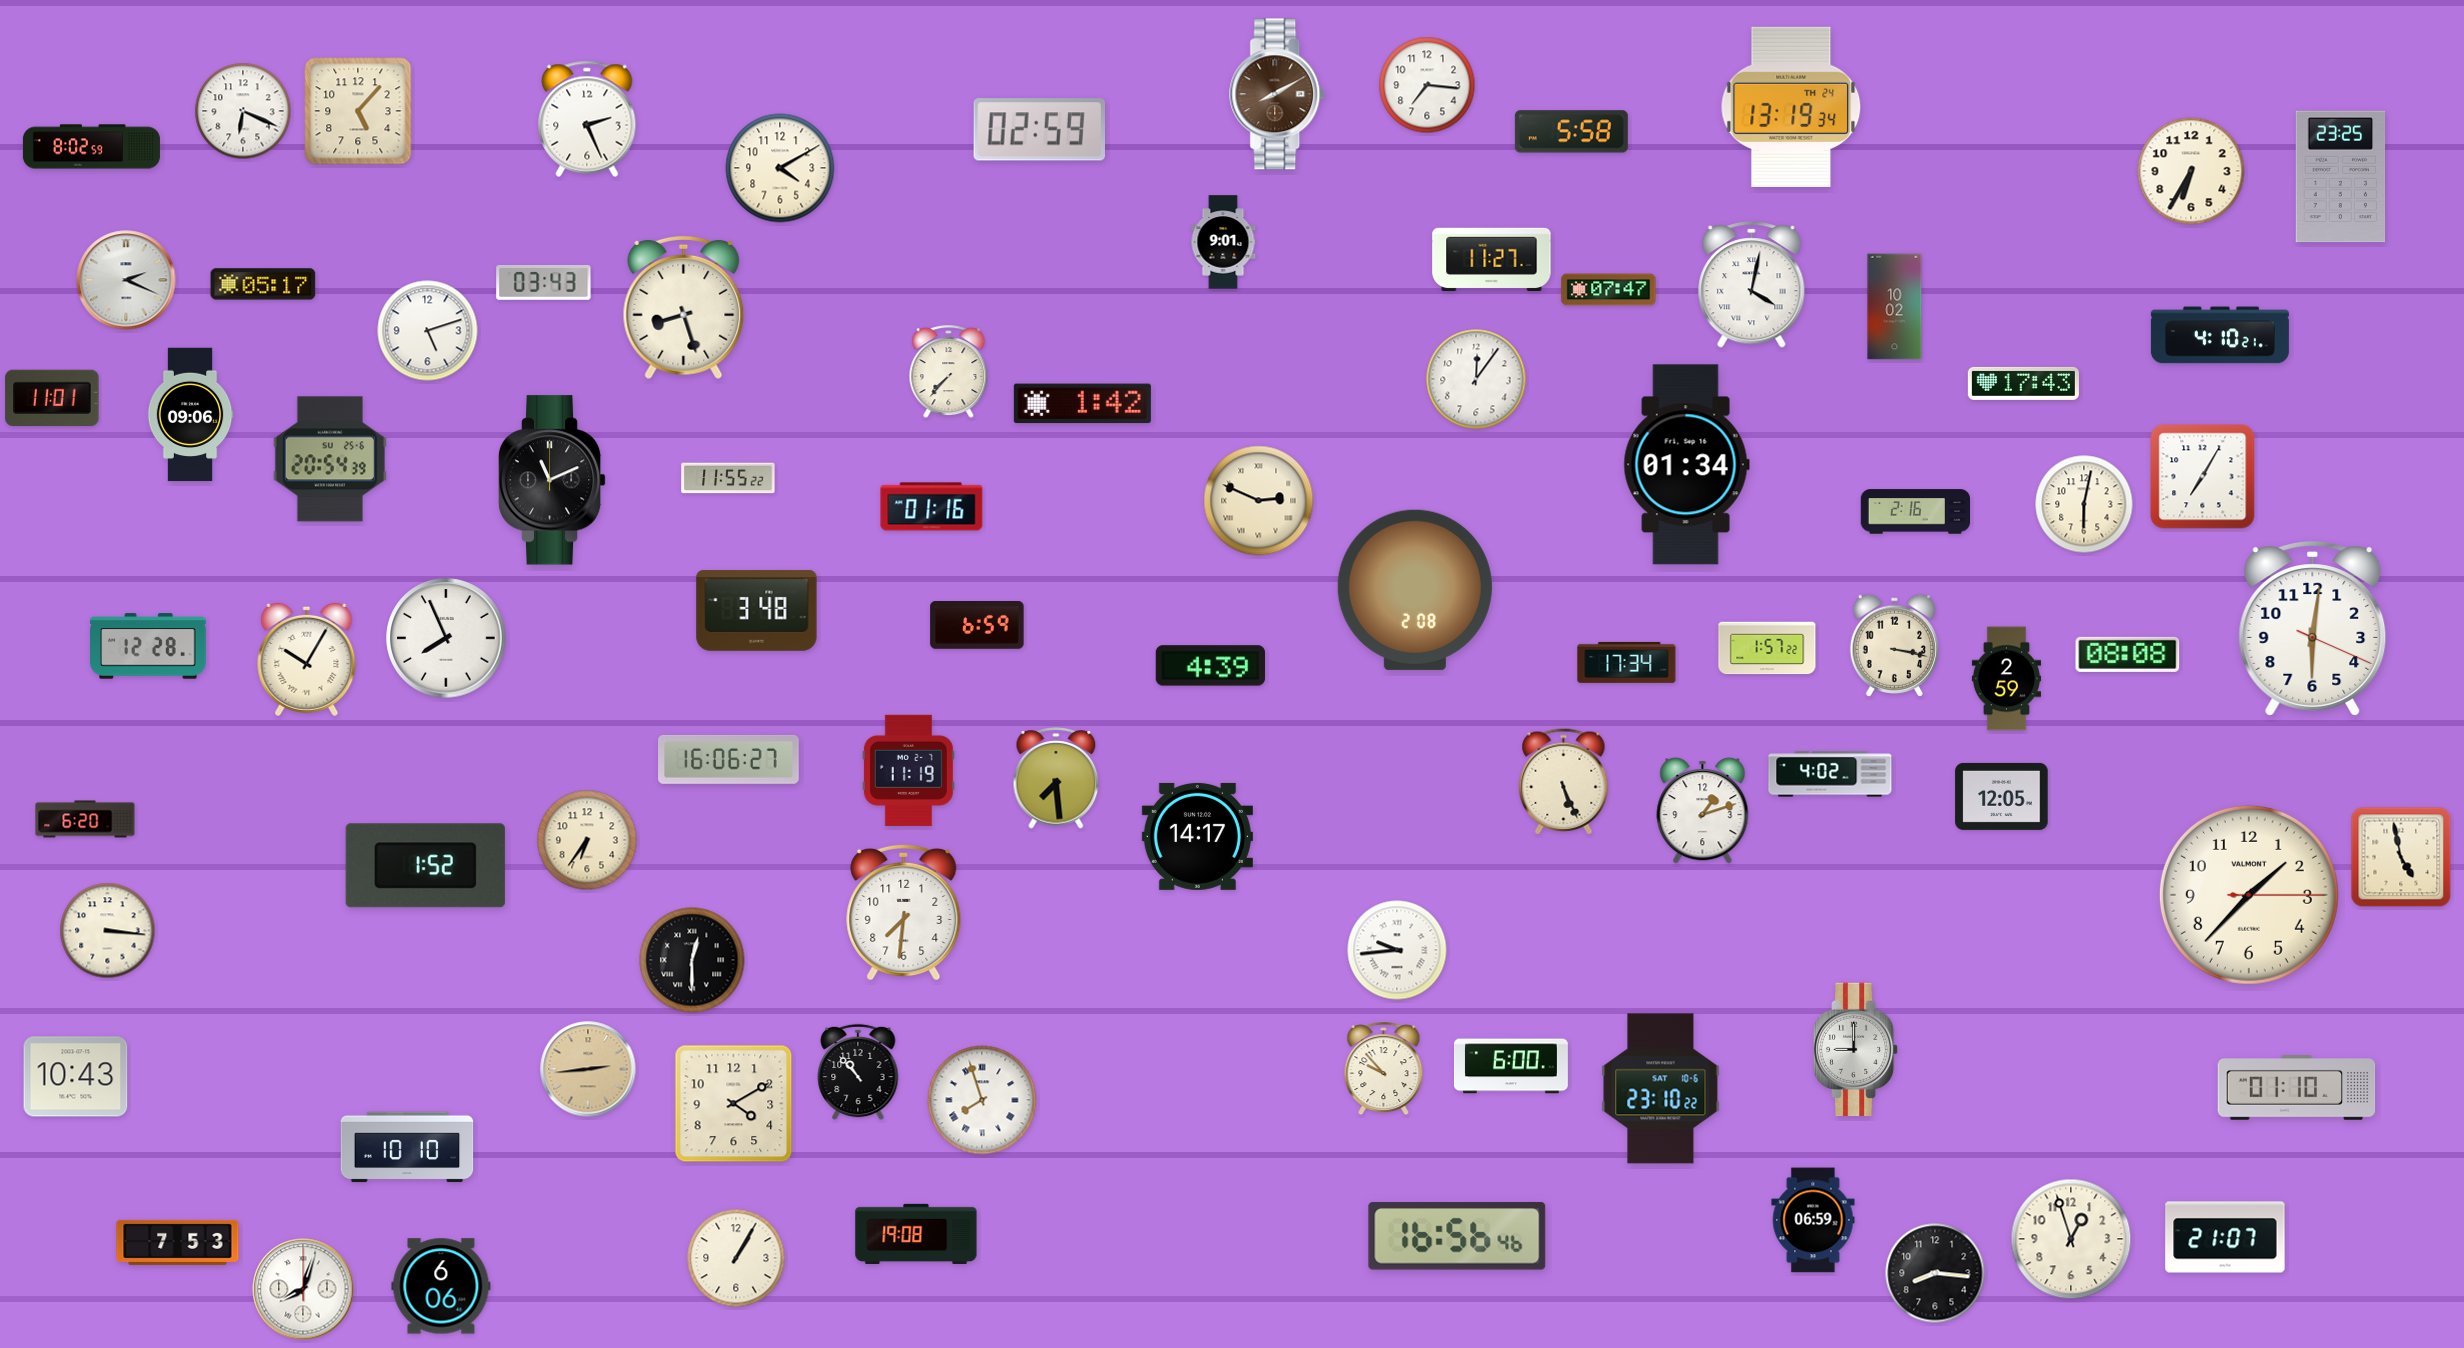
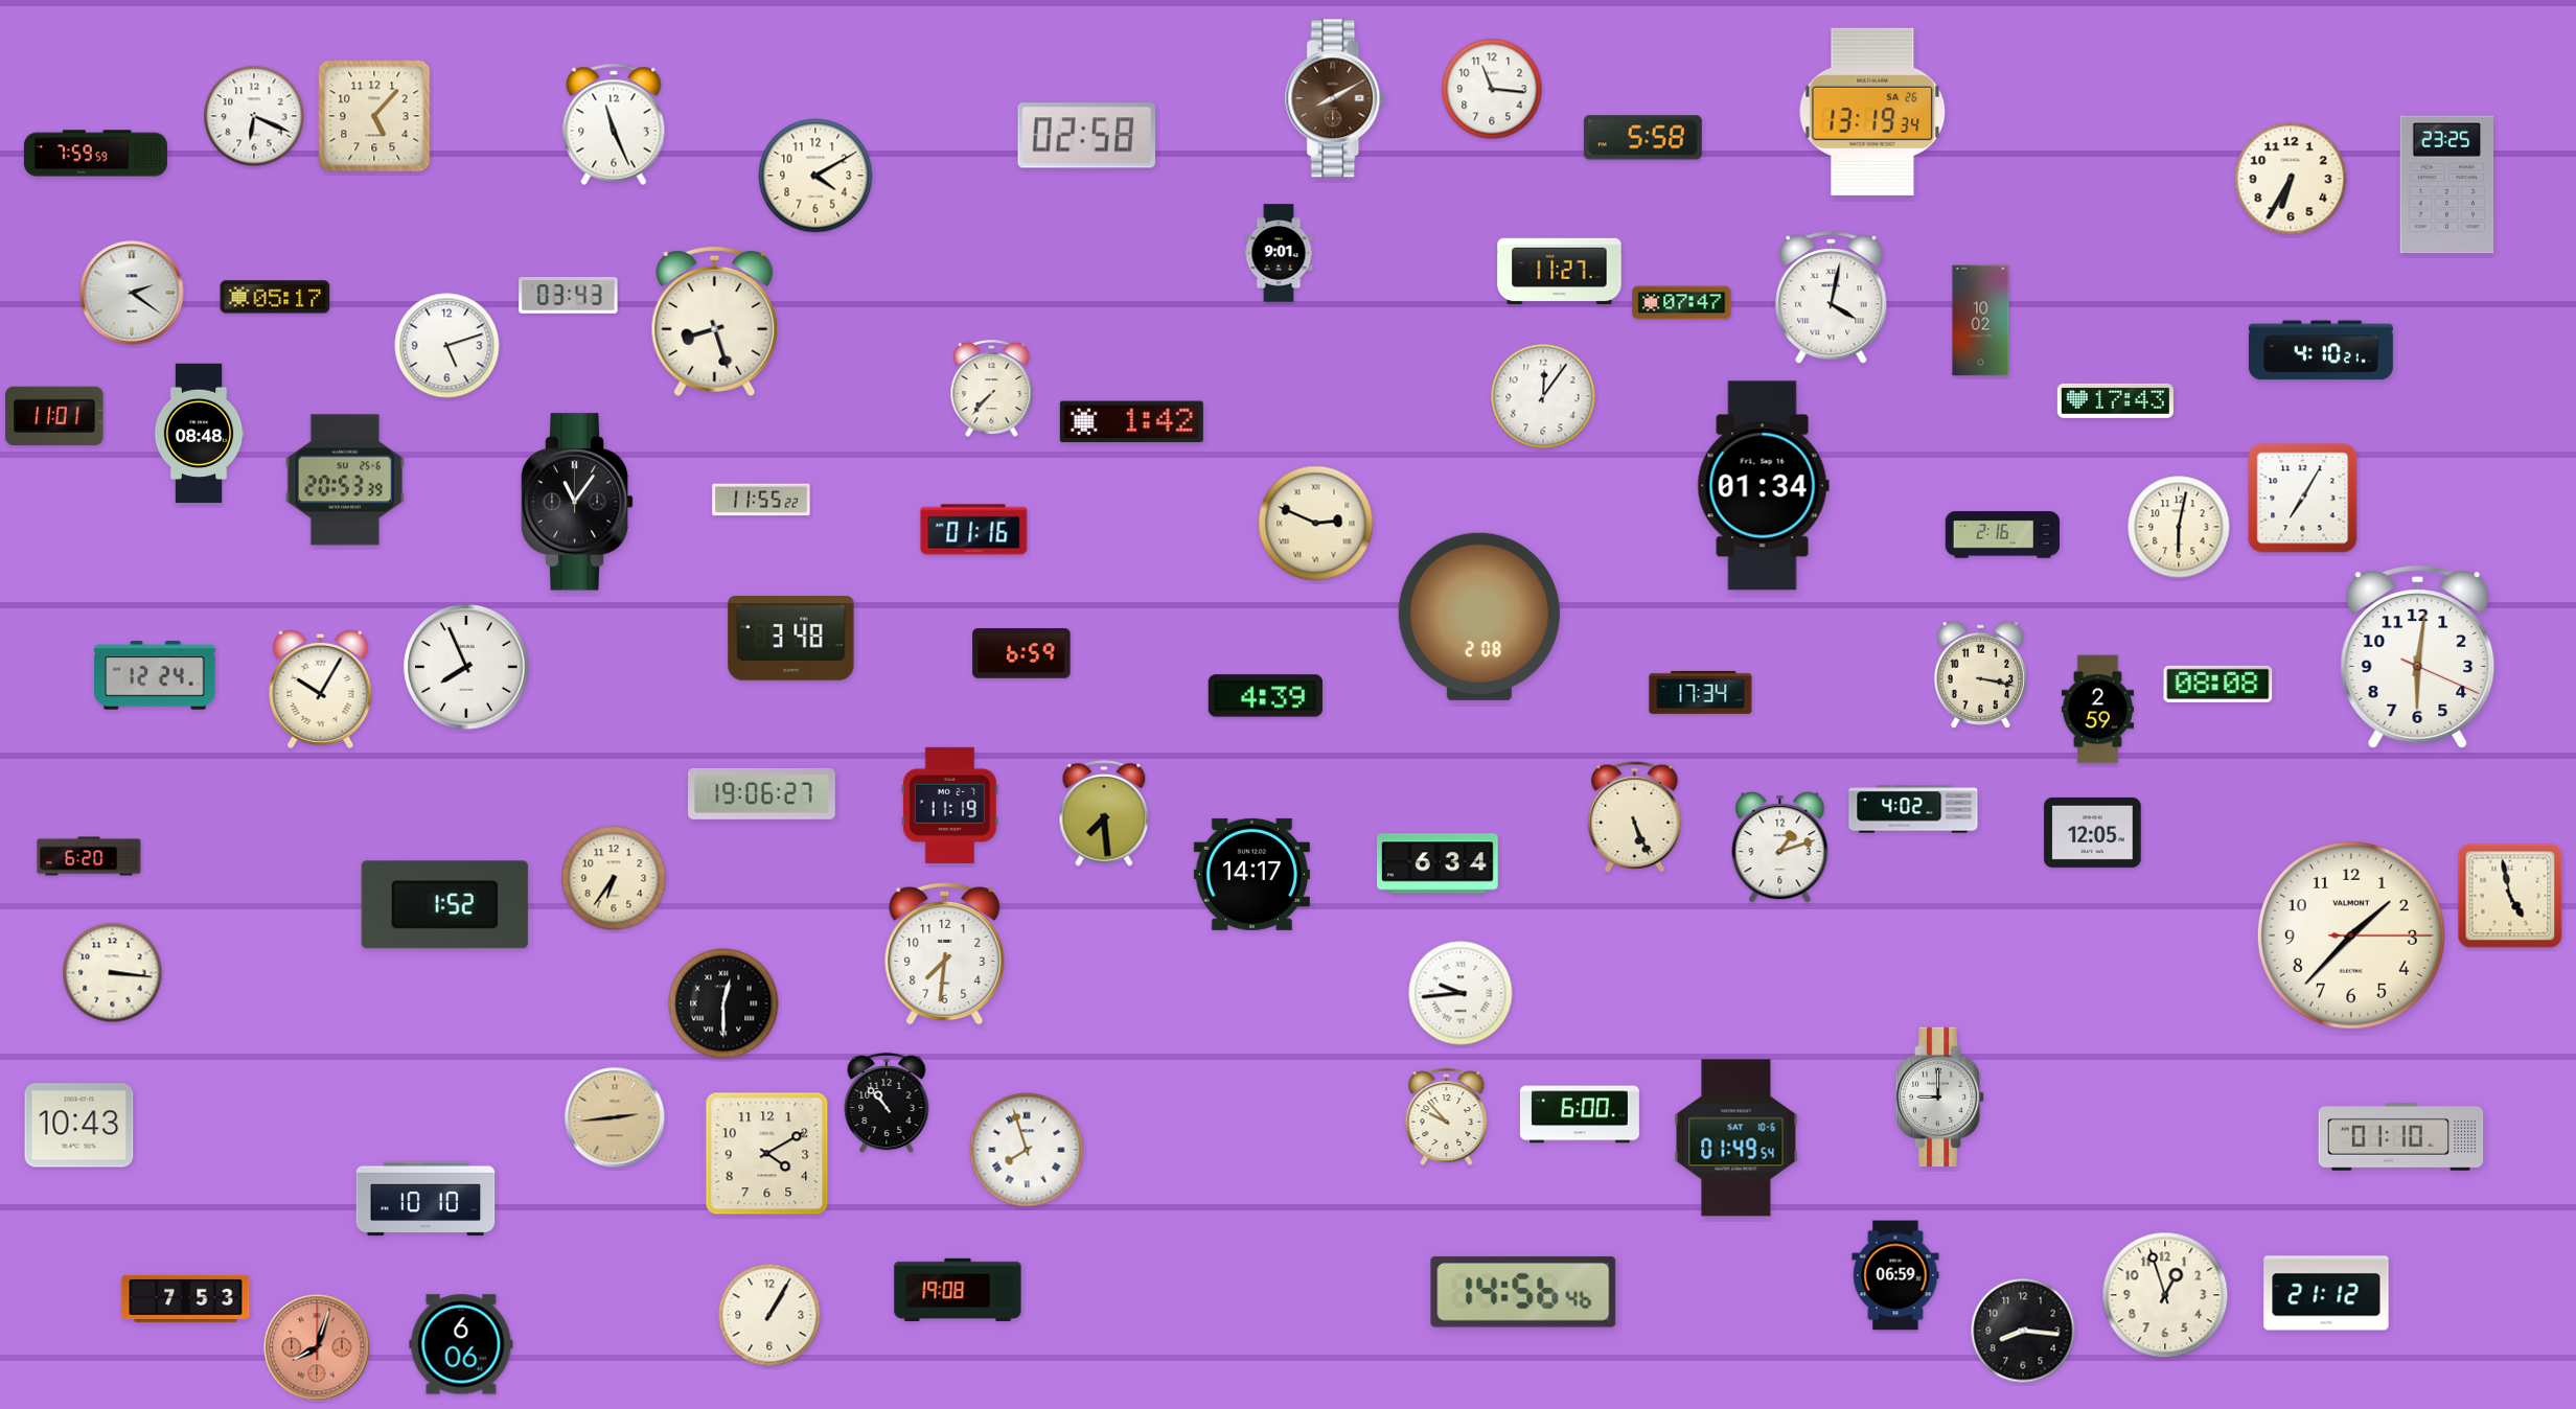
clock at (1427, 85): 7:16 -> 11:16
clock at (1791, 107) date: TH 24 -> SA 26
clock at (587, 119): 2:26 -> 11:26
clock at (1039, 130): 02:59 -> 02:58
clock at (91, 147): 8:02 -> 7:59
clock at (126, 280): 2:19 -> 2:21
clock at (190, 415): 09:06 -> 08:48
clock at (330, 459): 20:54 -> 20:53
clock at (552, 480): 11:11 -> 11:06
clock at (148, 646): 12:28 -> 12:24
clock at (1767, 648): 1:57 -> none
clock at (2128, 654) position: (2128, 654) -> (2218, 684)
clock at (729, 759): 16:06 -> 19:06
clock at (1439, 863): none -> 6:34
clock at (858, 1072) position: (858, 1072) -> (887, 1103)
clock at (1661, 1089): 23:10 -> 01:49
clock at (1457, 1236): 16:56 -> 14:56
clock at (2225, 1237): 21:07 -> 21:12
clock at (303, 1289) dial: white -> salmon
